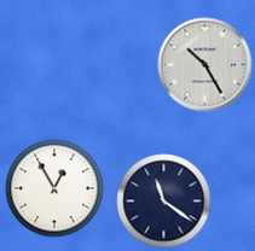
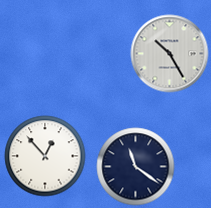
clock at (54, 188): 12:55 -> 12:53
